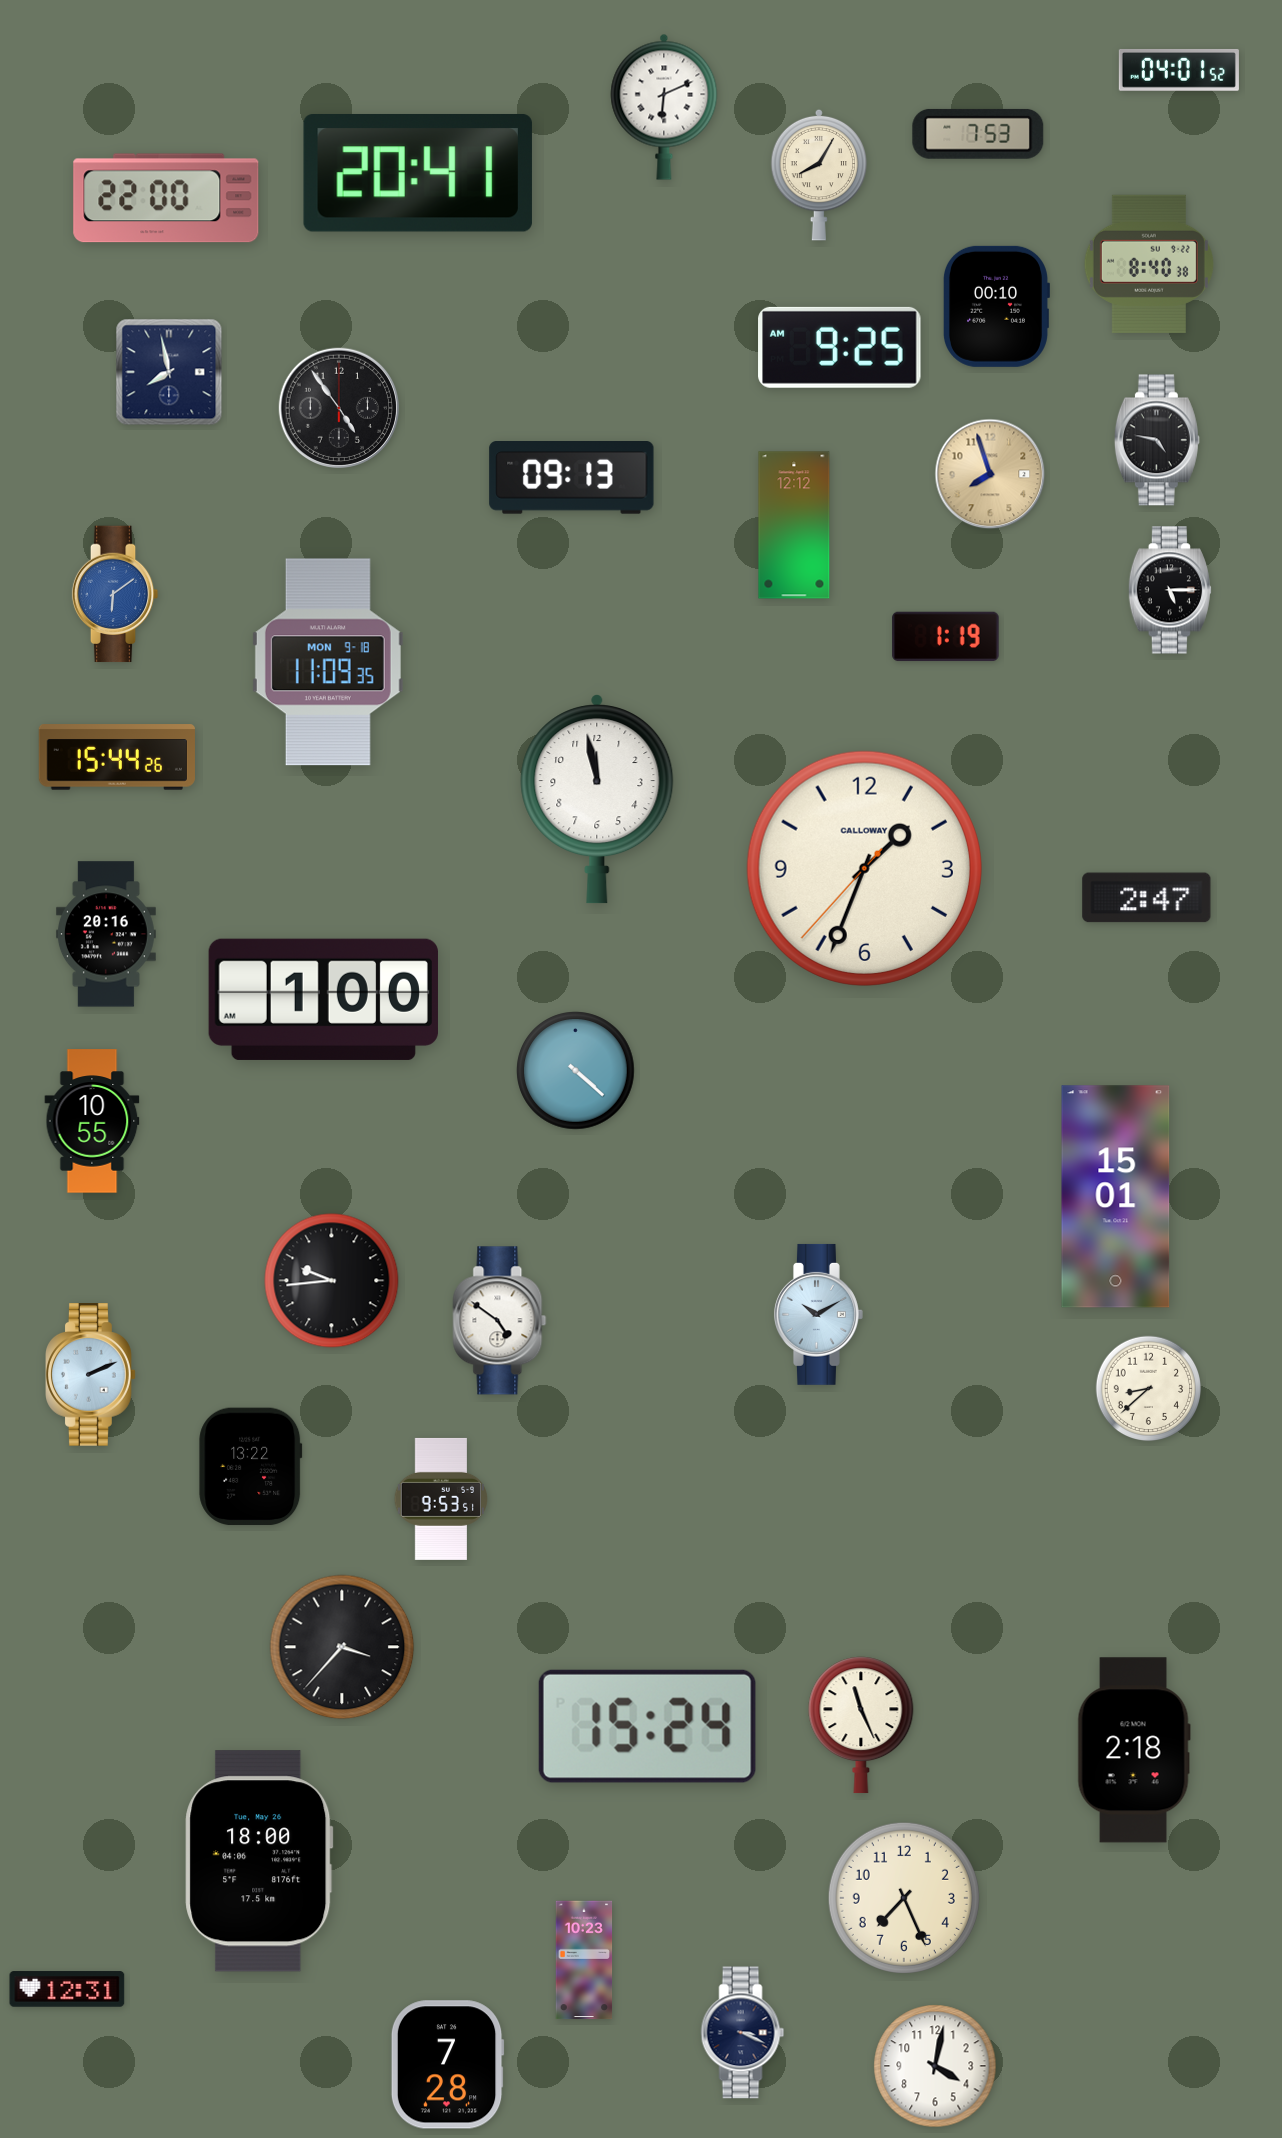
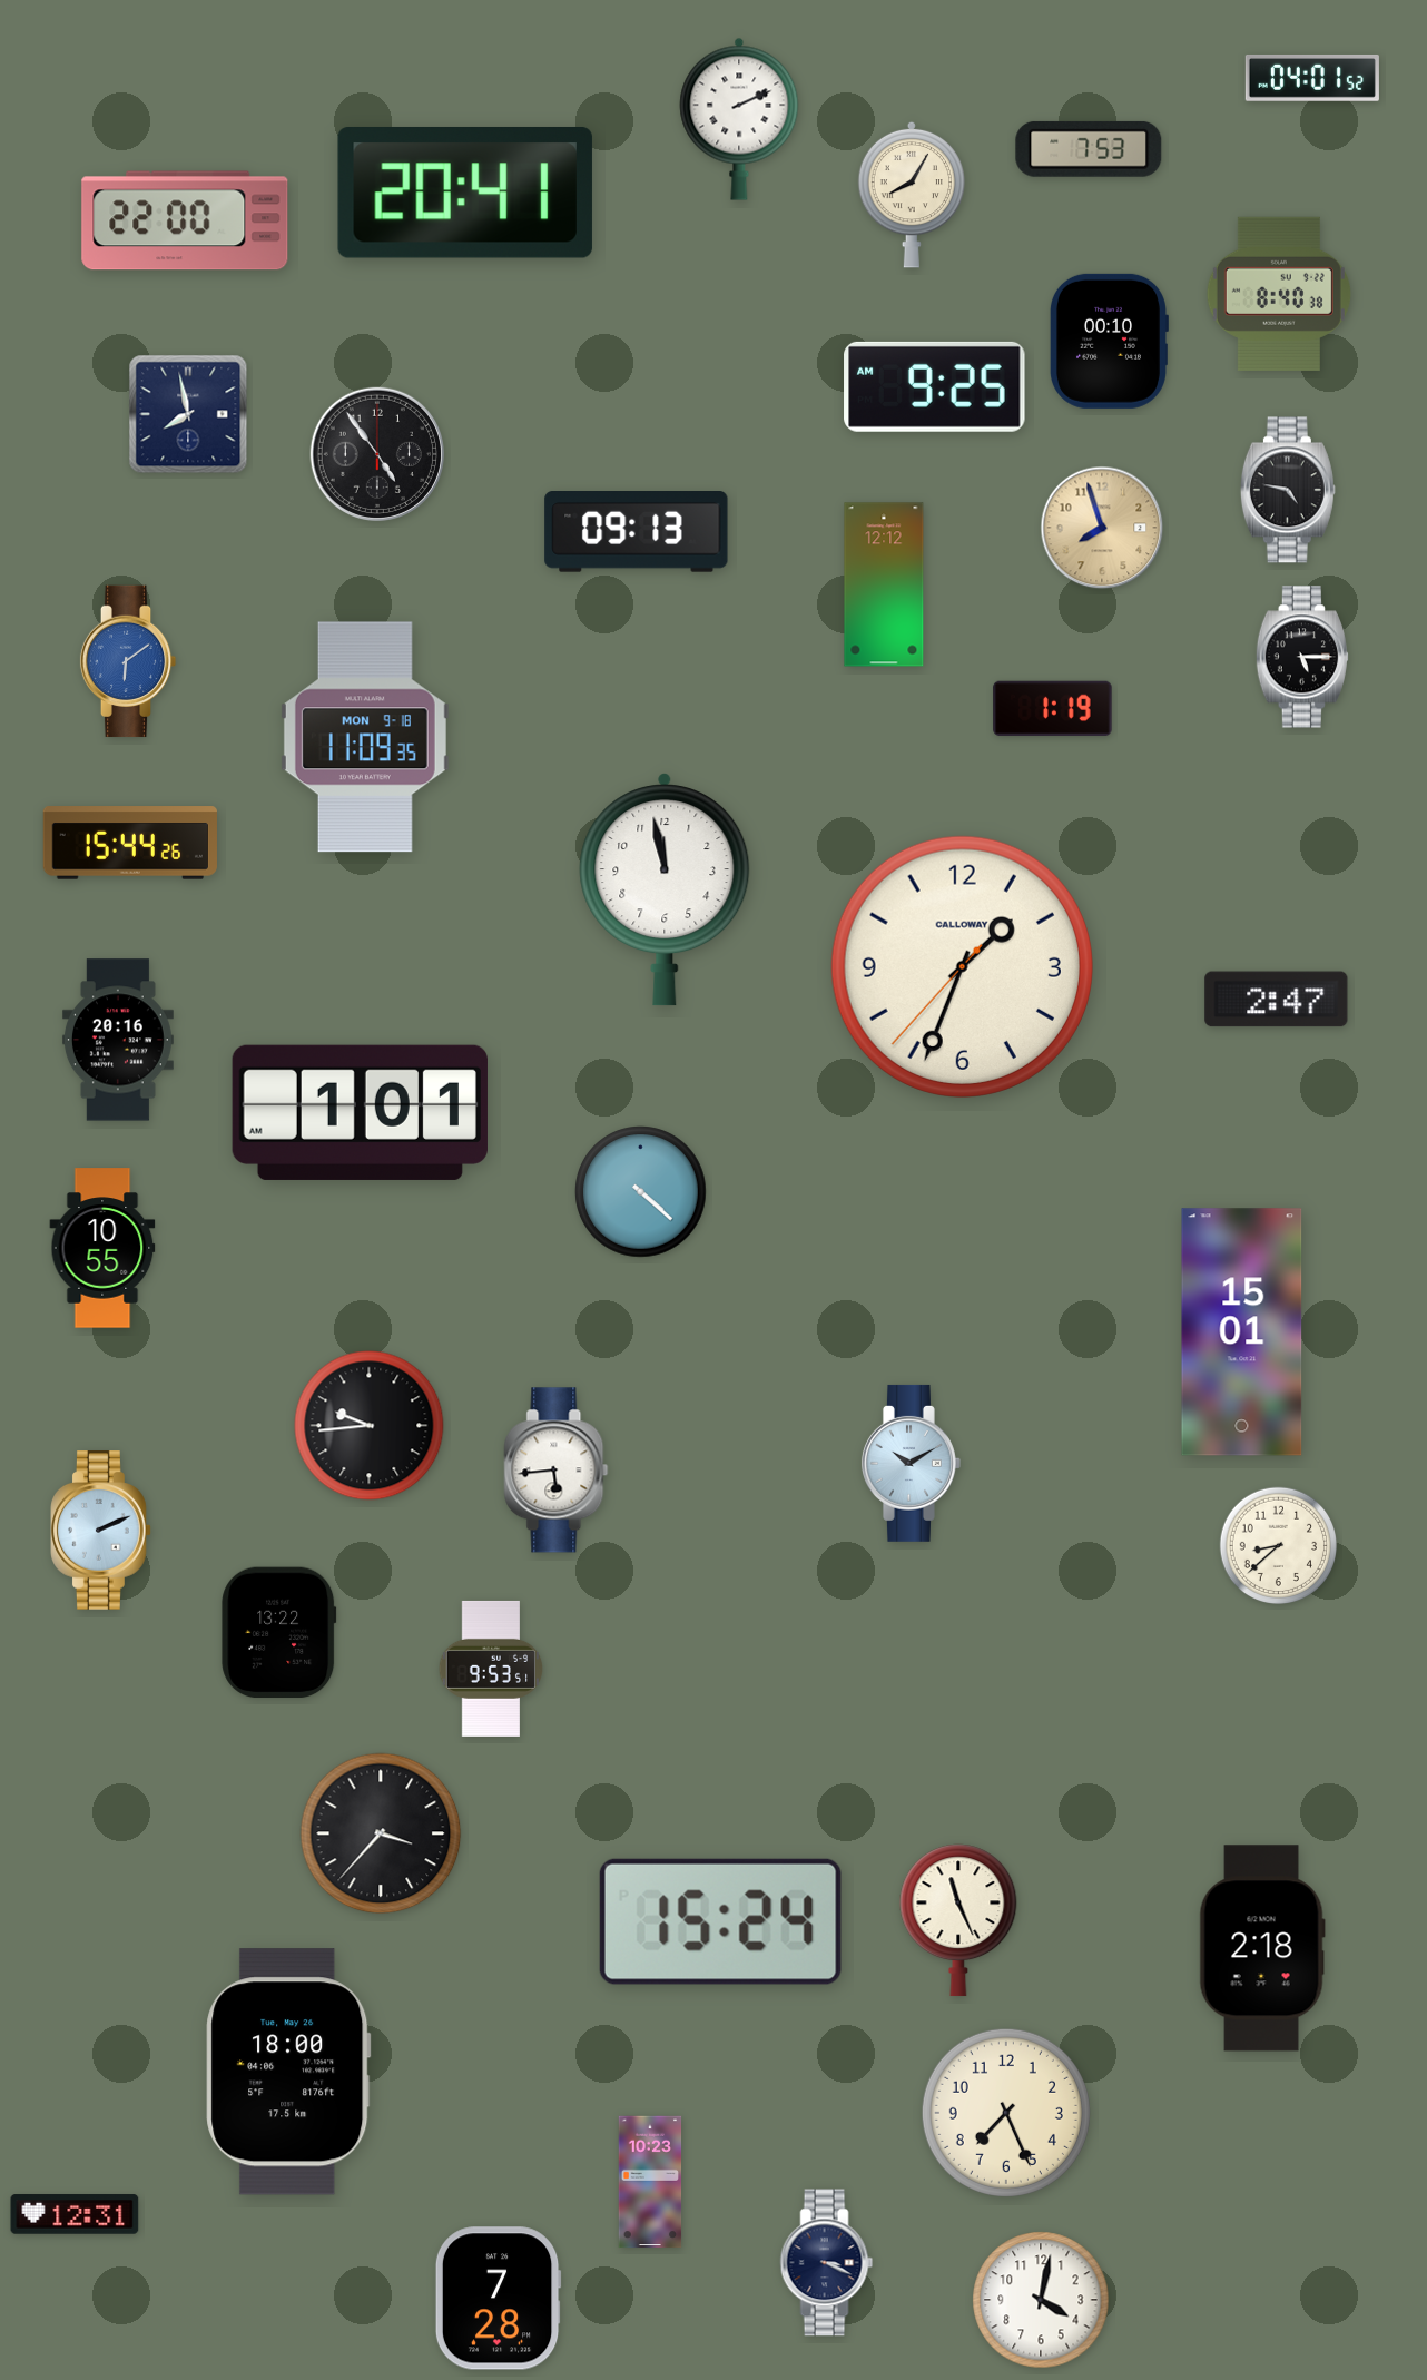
clock at (664, 107): 6:11 -> 2:11
clock at (323, 999): 1:00 -> 1:01
clock at (500, 1321): 4:51 -> 5:44
